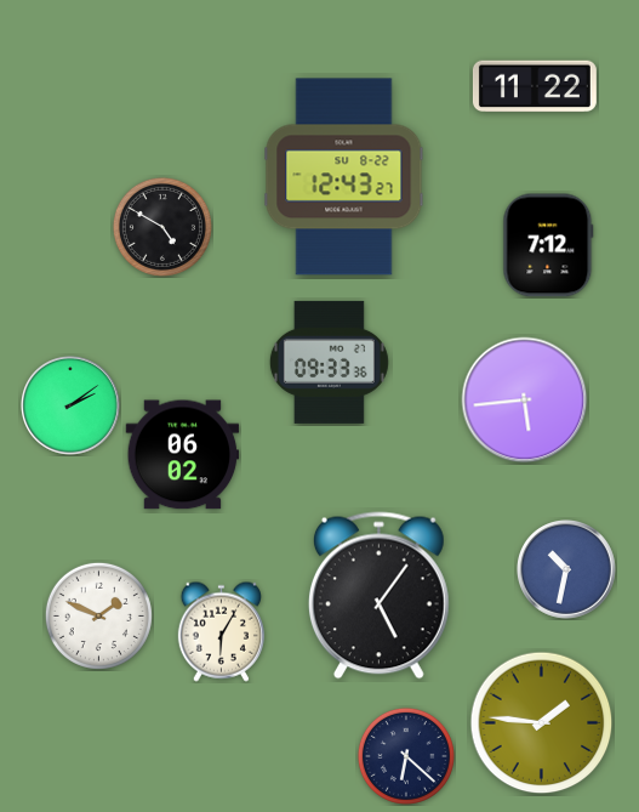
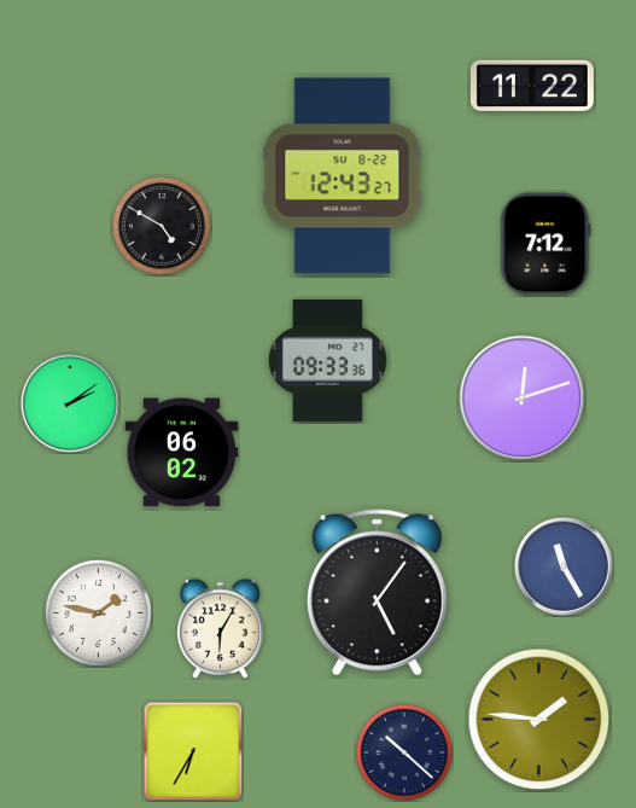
clock at (525, 401): 5:44 -> 12:12
clock at (567, 570): 10:32 -> 11:25
clock at (98, 615): 1:49 -> 1:47
clock at (193, 751): none -> 6:35
clock at (406, 756): 6:22 -> 10:22
